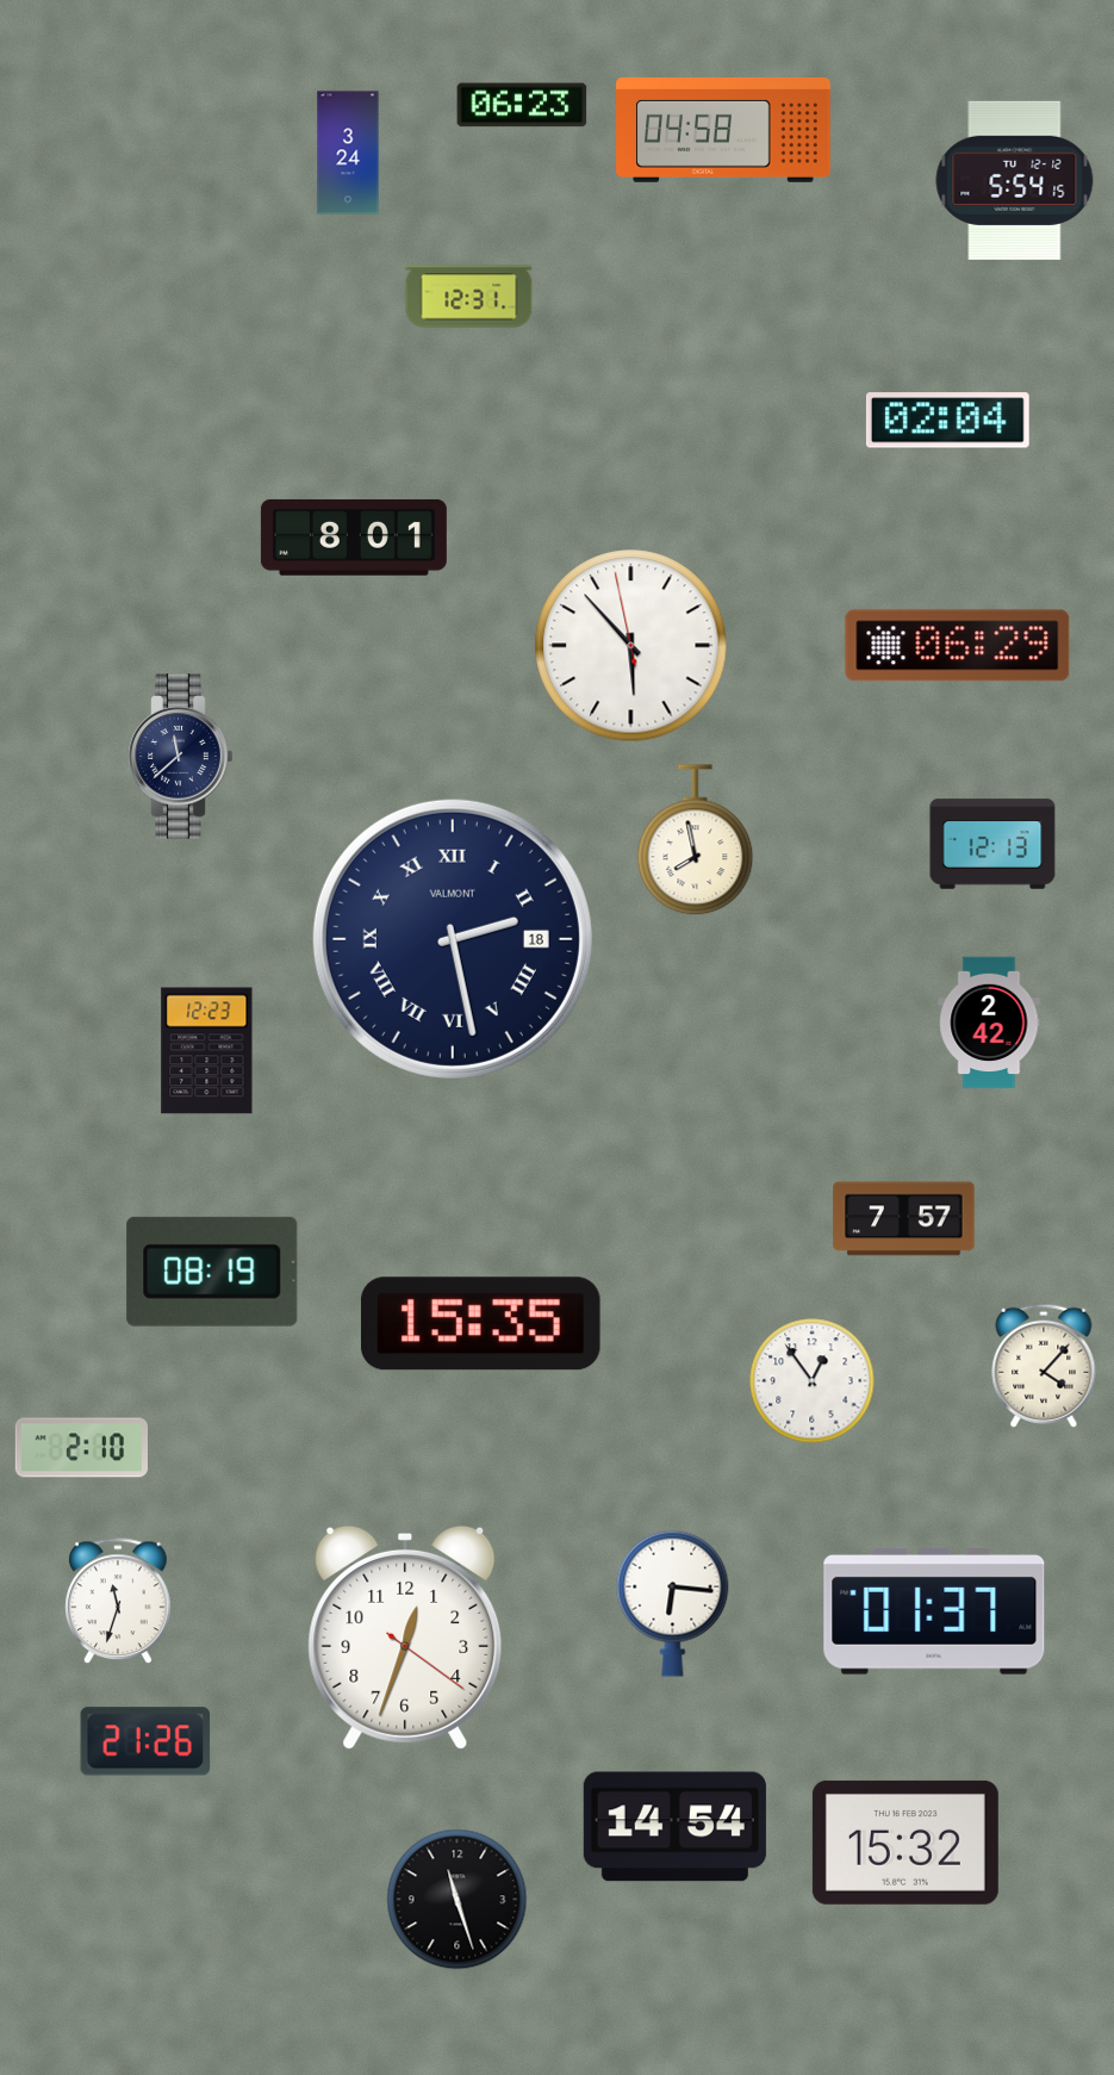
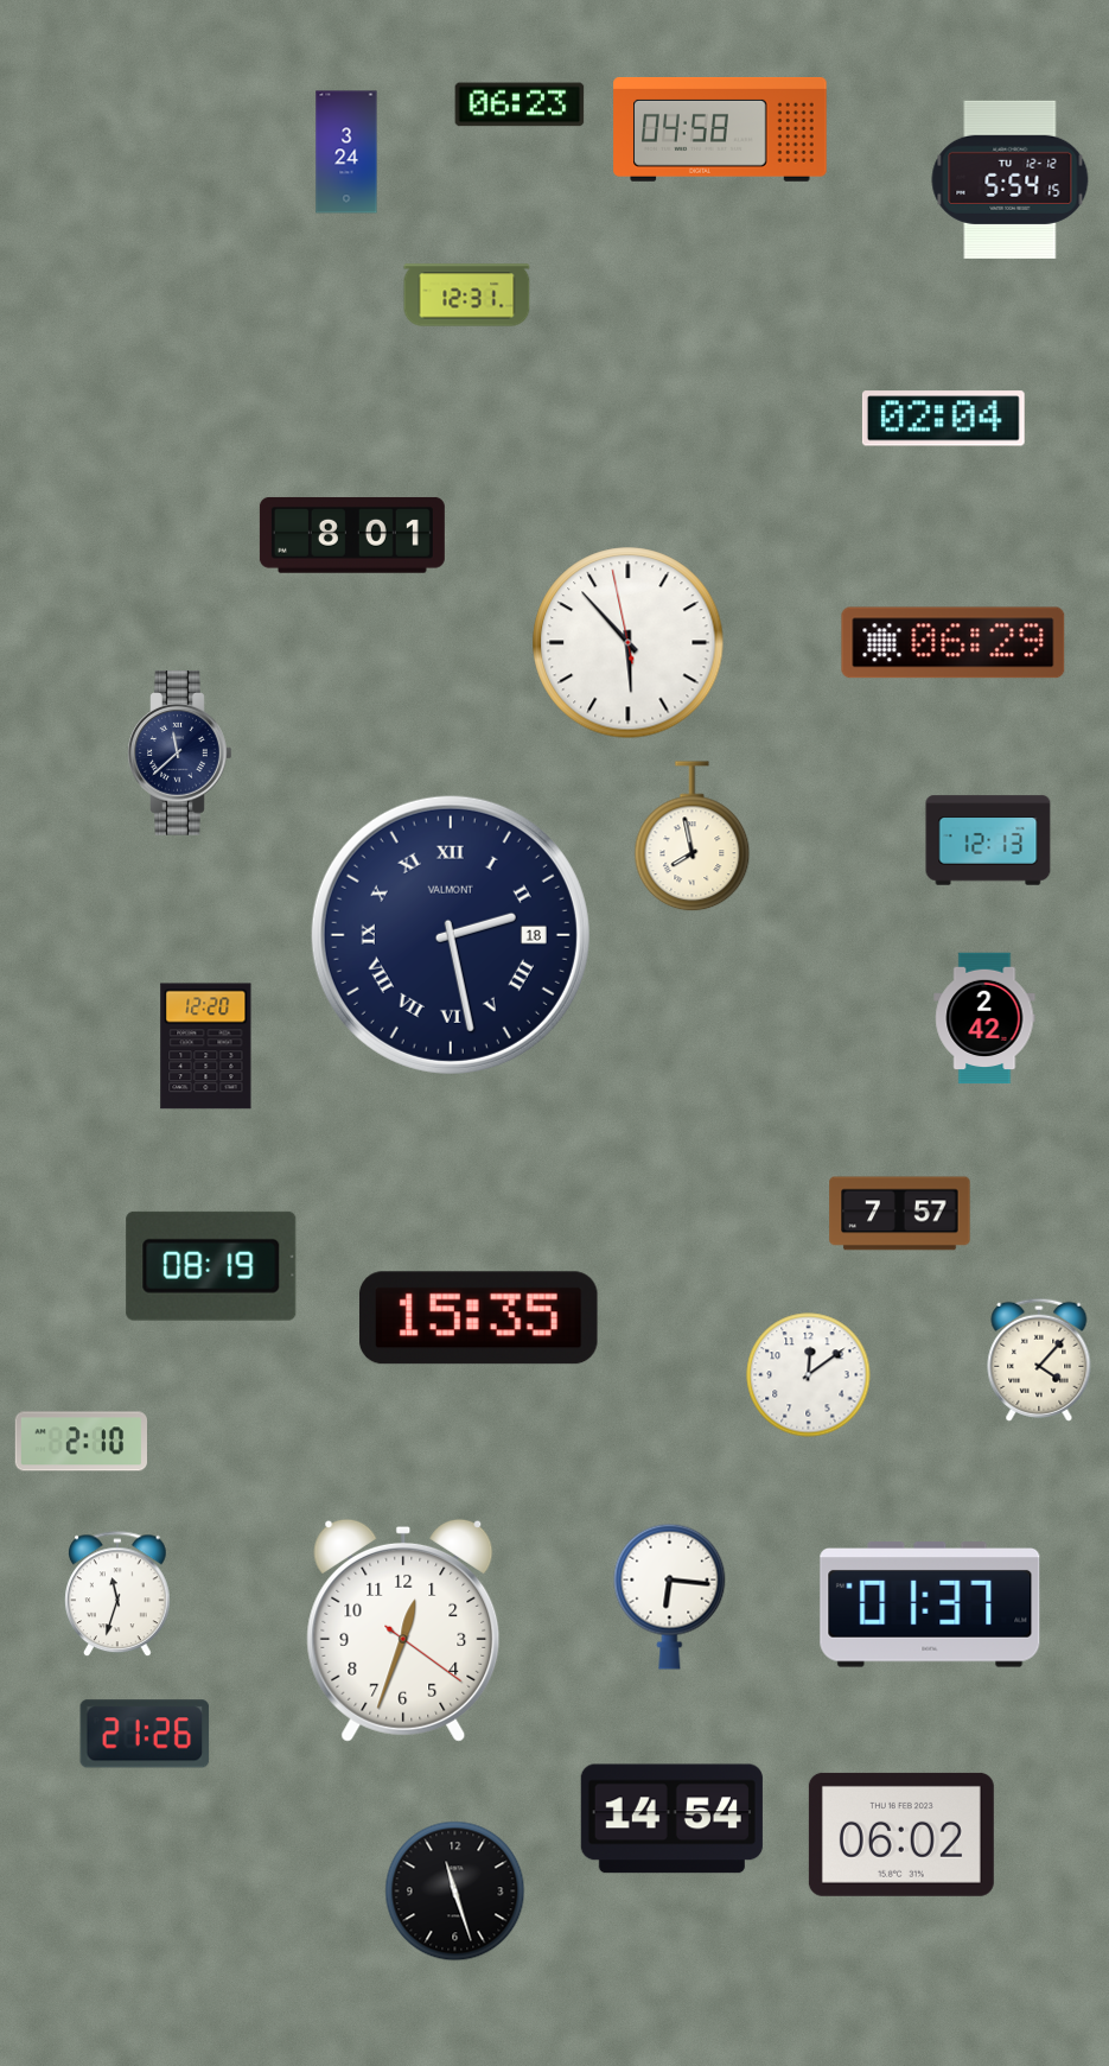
clock at (207, 1051): 12:23 -> 12:20
clock at (813, 1381): 12:54 -> 12:09
clock at (905, 1843): 15:32 -> 06:02
